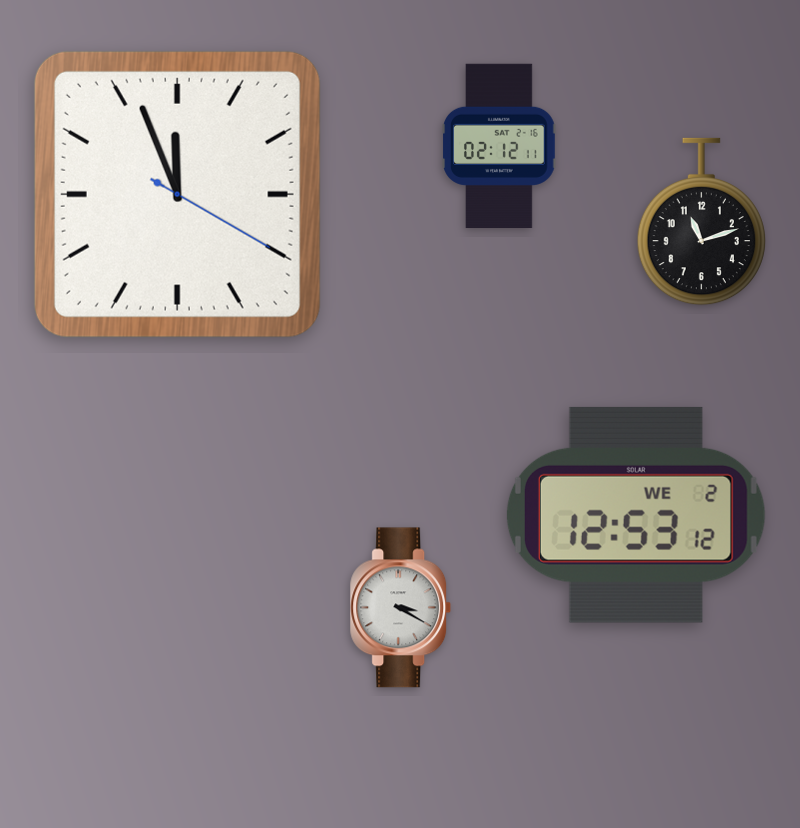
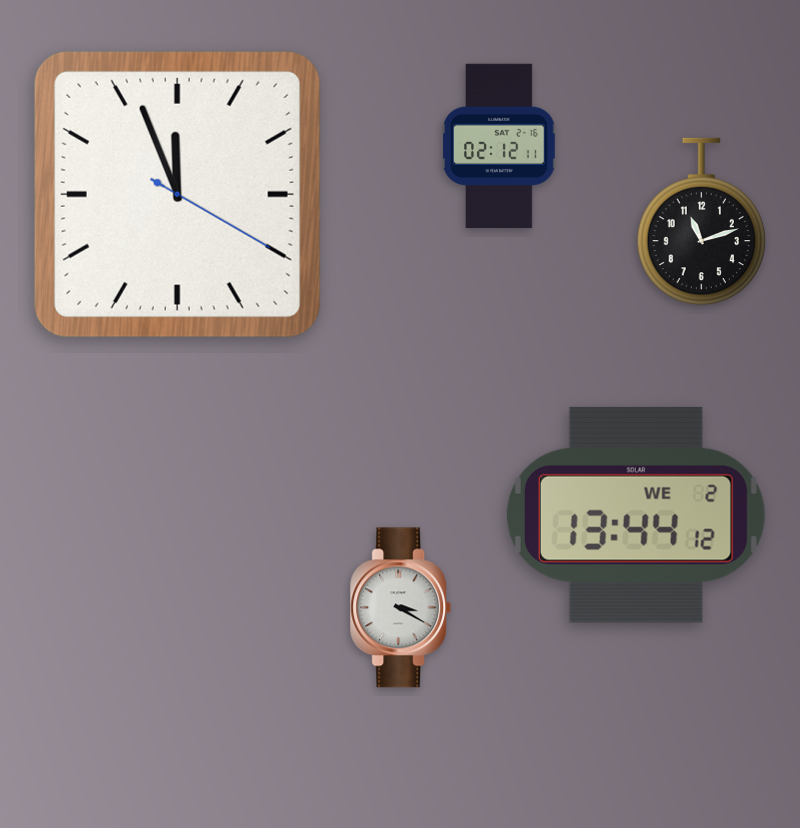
clock at (636, 515): 12:53 -> 13:44
